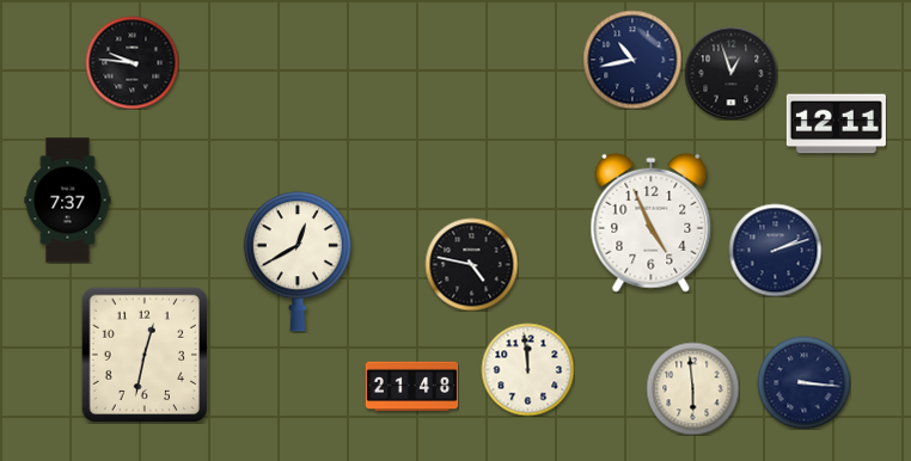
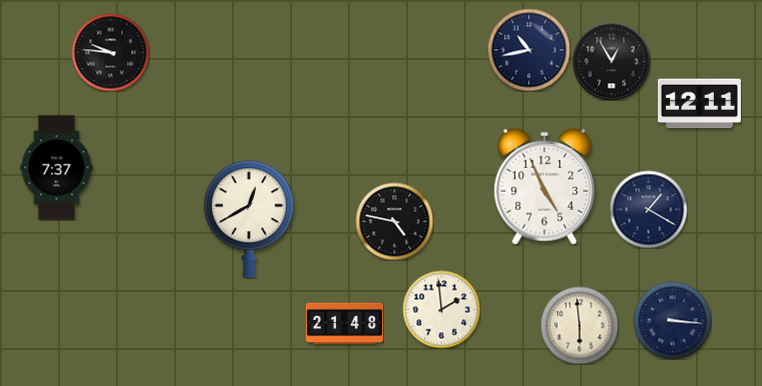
clock at (730, 73): 12:57 -> 12:55
clock at (775, 250): 2:12 -> 1:20
clock at (143, 355): 12:32 -> none
clock at (527, 369): 11:59 -> 1:59
